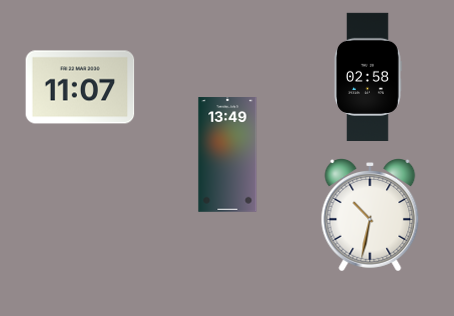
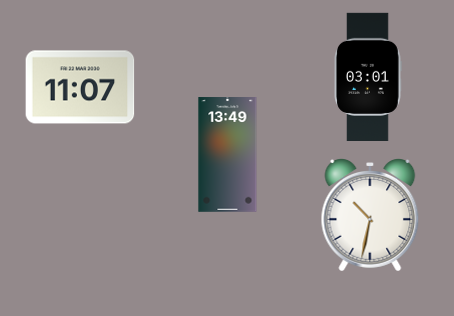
clock at (368, 76): 02:58 -> 03:01
